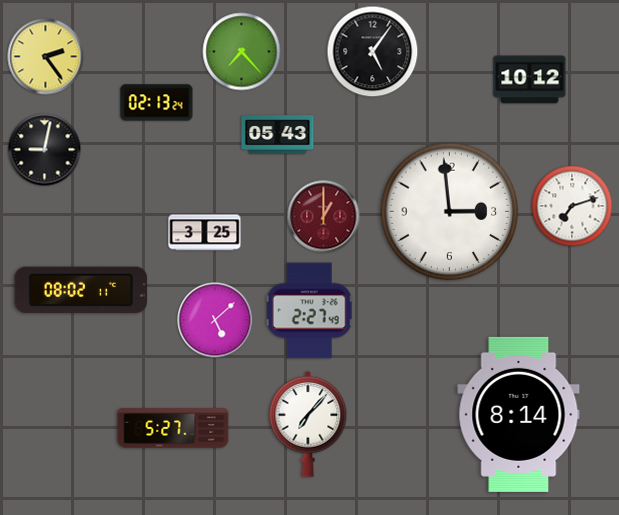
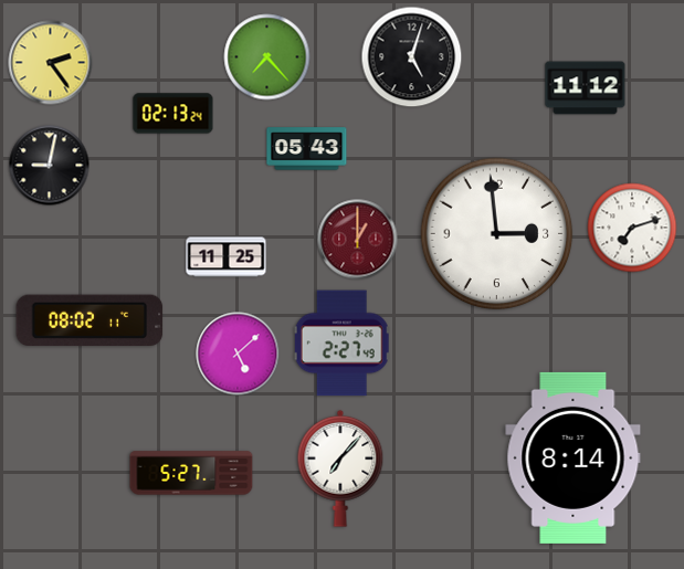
clock at (373, 52): 5:06 -> 5:03
clock at (530, 80): 10:12 -> 11:12
clock at (205, 233): 3:25 -> 11:25
